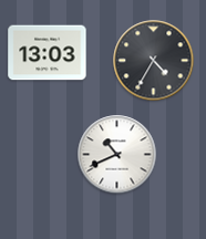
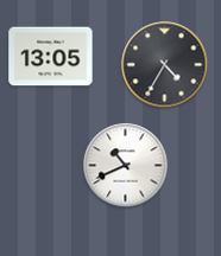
clock at (48, 53): 13:03 -> 13:05
